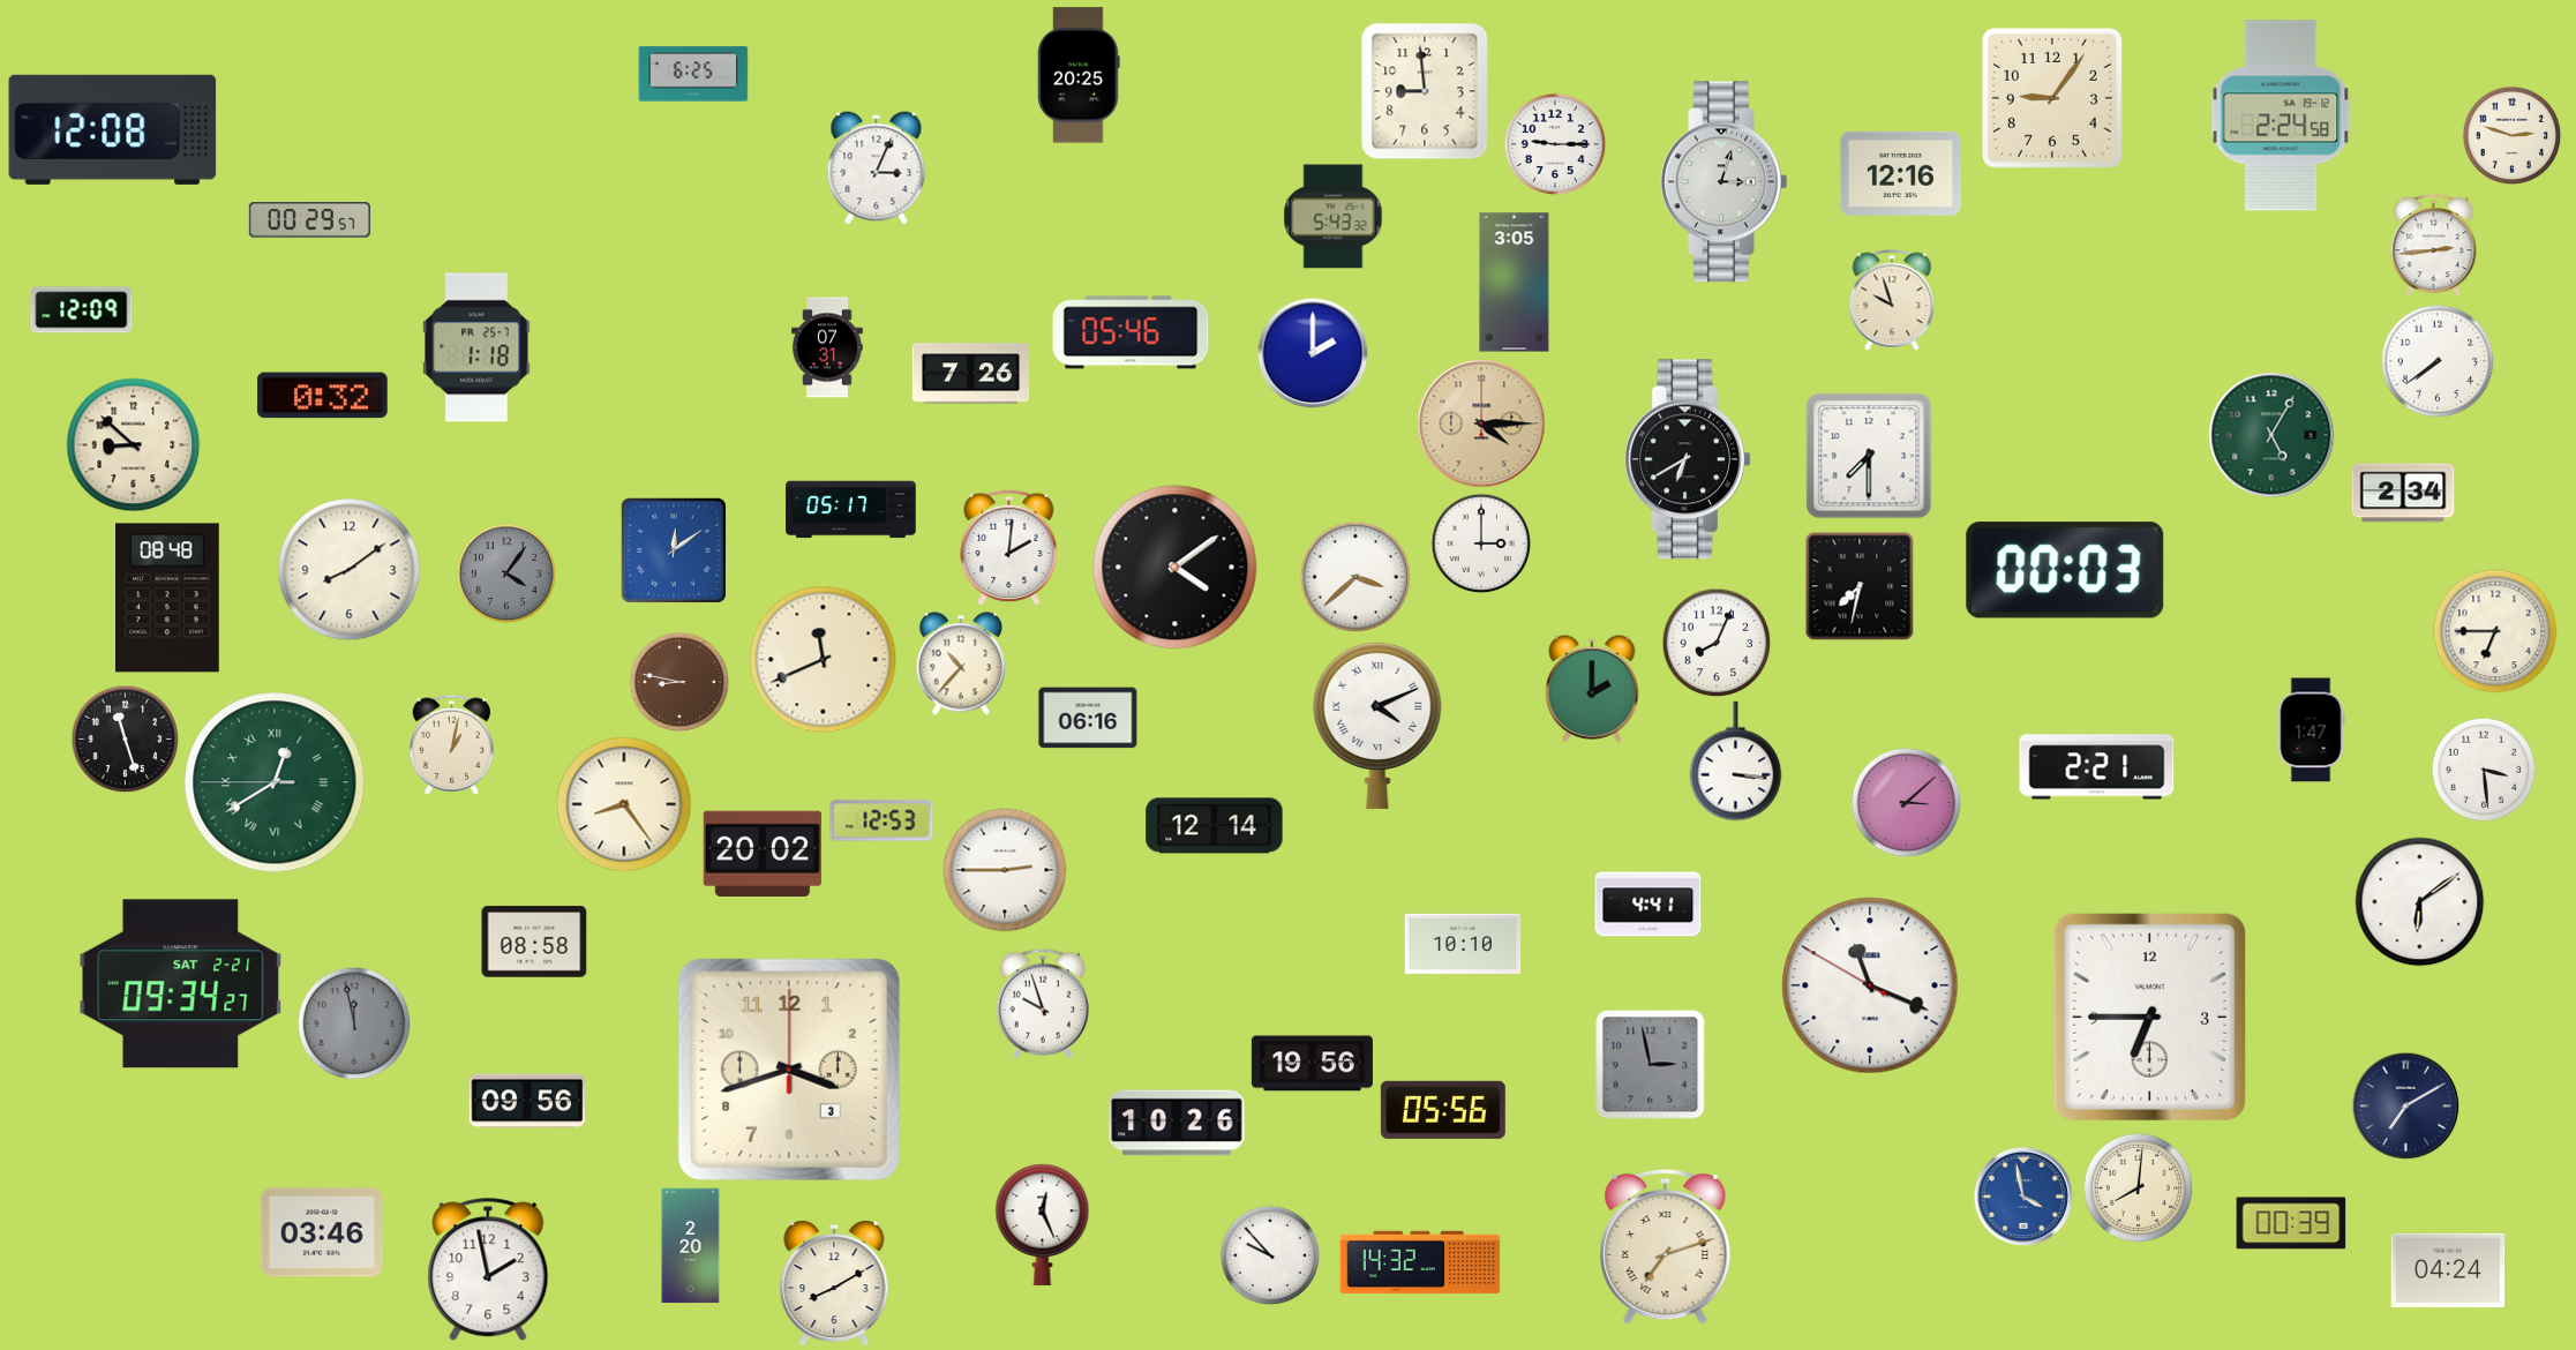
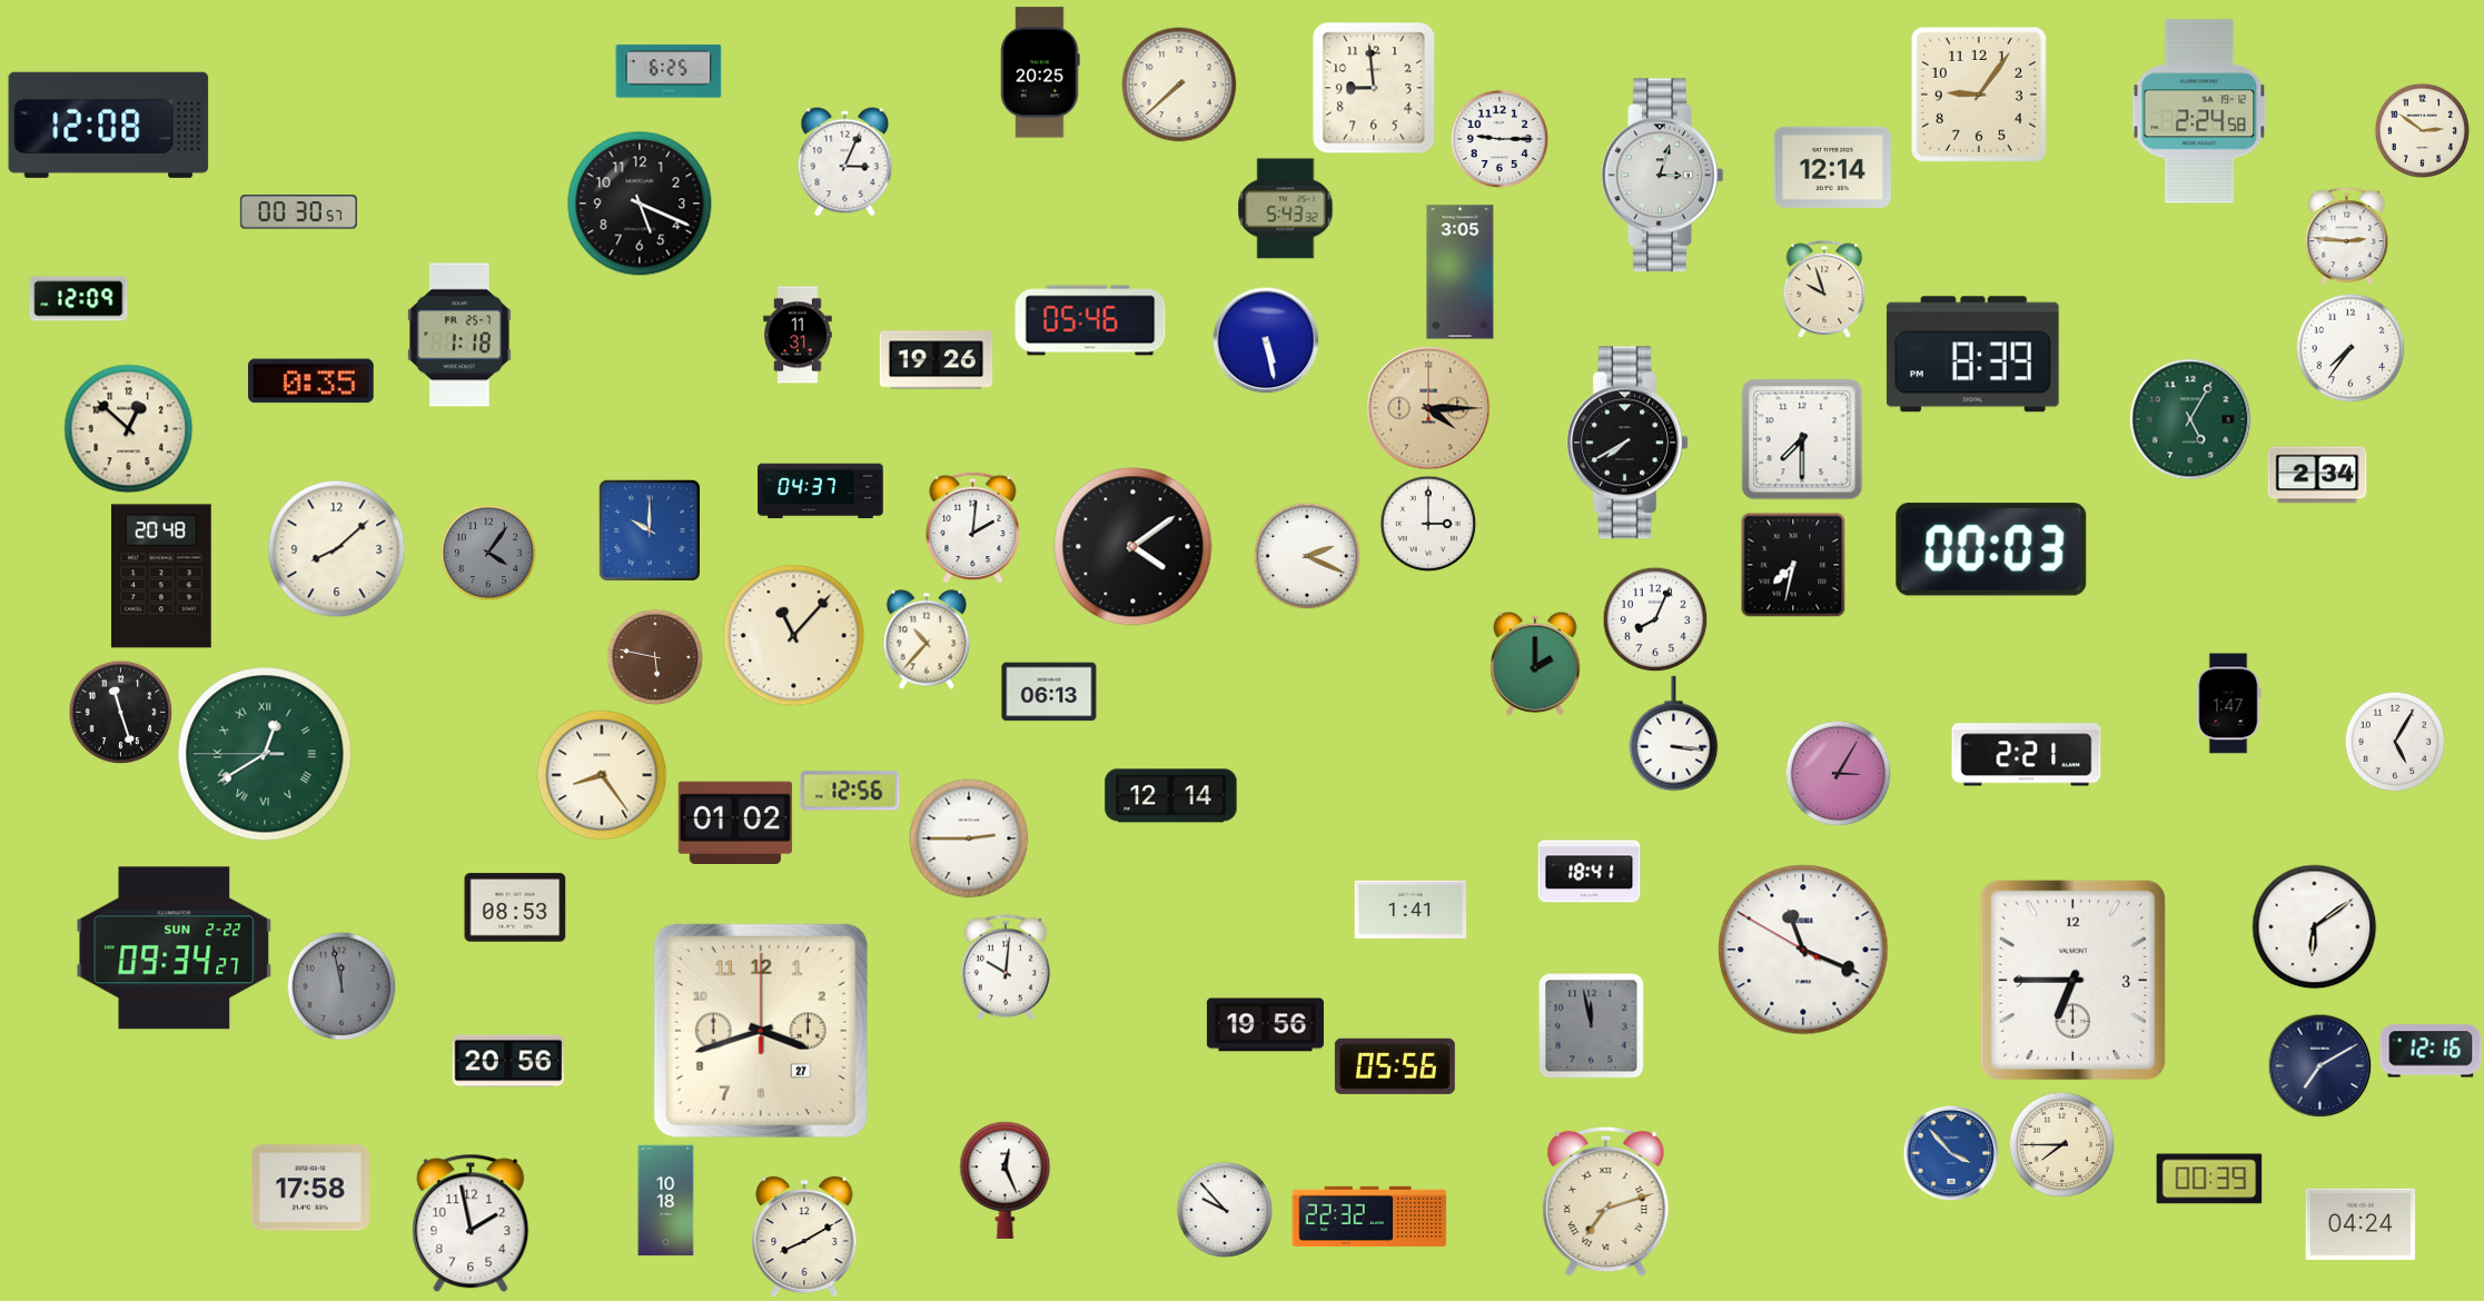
clock at (1179, 85): none -> 7:38
clock at (2511, 135): 2:48 -> 2:51
clock at (1900, 173): 12:16 -> 12:14
clock at (640, 203): none -> 5:19
clock at (309, 220): 00:29 -> 00:30
clock at (2434, 246): 2:44 -> 2:46
clock at (827, 347): 07:31 -> 11:31
clock at (1313, 353): 2:00 -> 5:28
clock at (2438, 361): 7:39 -> 7:36
clock at (1972, 355): none -> 8:39
clock at (971, 374): 7:26 -> 19:26
clock at (323, 396): 0:32 -> 0:35
clock at (134, 445): 8:52 -> 12:52
clock at (1688, 459): 6:40 -> 7:40
clock at (851, 510): 05:17 -> 04:37
clock at (674, 550): 12:09 -> 10:00
clock at (350, 570): 8:09 -> 8:08
clock at (1355, 577): 3:38 -> 2:19
clock at (167, 598): 08:48 -> 20:48
clock at (2495, 631): 6:45 -> none
clock at (824, 660): 11:41 -> 11:07
clock at (679, 682): 8:47 -> 5:47
clock at (1088, 718): 06:16 -> 06:13
clock at (1377, 725): 4:11 -> none
clock at (452, 744): 1:02 -> none
clock at (2097, 767) position: (2097, 767) -> (2027, 755)
clock at (2484, 770): 3:29 -> 5:05
clock at (1906, 802): 3:08 -> 3:05
clock at (881, 820): 12:53 -> 12:56
clock at (763, 853): 20:02 -> 01:02
clock at (2420, 902) position: (2420, 902) -> (2315, 927)
clock at (1649, 905): 4:41 -> 18:41
clock at (534, 942): 08:58 -> 08:53
clock at (1463, 944): 10:10 -> 1:41
clock at (181, 984) date: SAT 2-21 -> SUN 2-22
clock at (1043, 1004): 9:57 -> 10:01
clock at (1651, 1065): 2:58 -> 11:58
clock at (789, 1070) date: 3 -> 27
clock at (2431, 1051): none -> 12:16
clock at (527, 1101): 09:56 -> 20:56
clock at (1443, 1110) position: (1443, 1110) -> (1395, 1066)
clock at (1177, 1123): 10:26 -> none
clock at (2138, 1187): 8:01 -> 7:45
clock at (2022, 1195): 3:58 -> 3:53
clock at (322, 1232): 03:46 -> 17:58
clock at (691, 1246): 2:20 -> 10:18
clock at (1420, 1262): 14:32 -> 22:32
